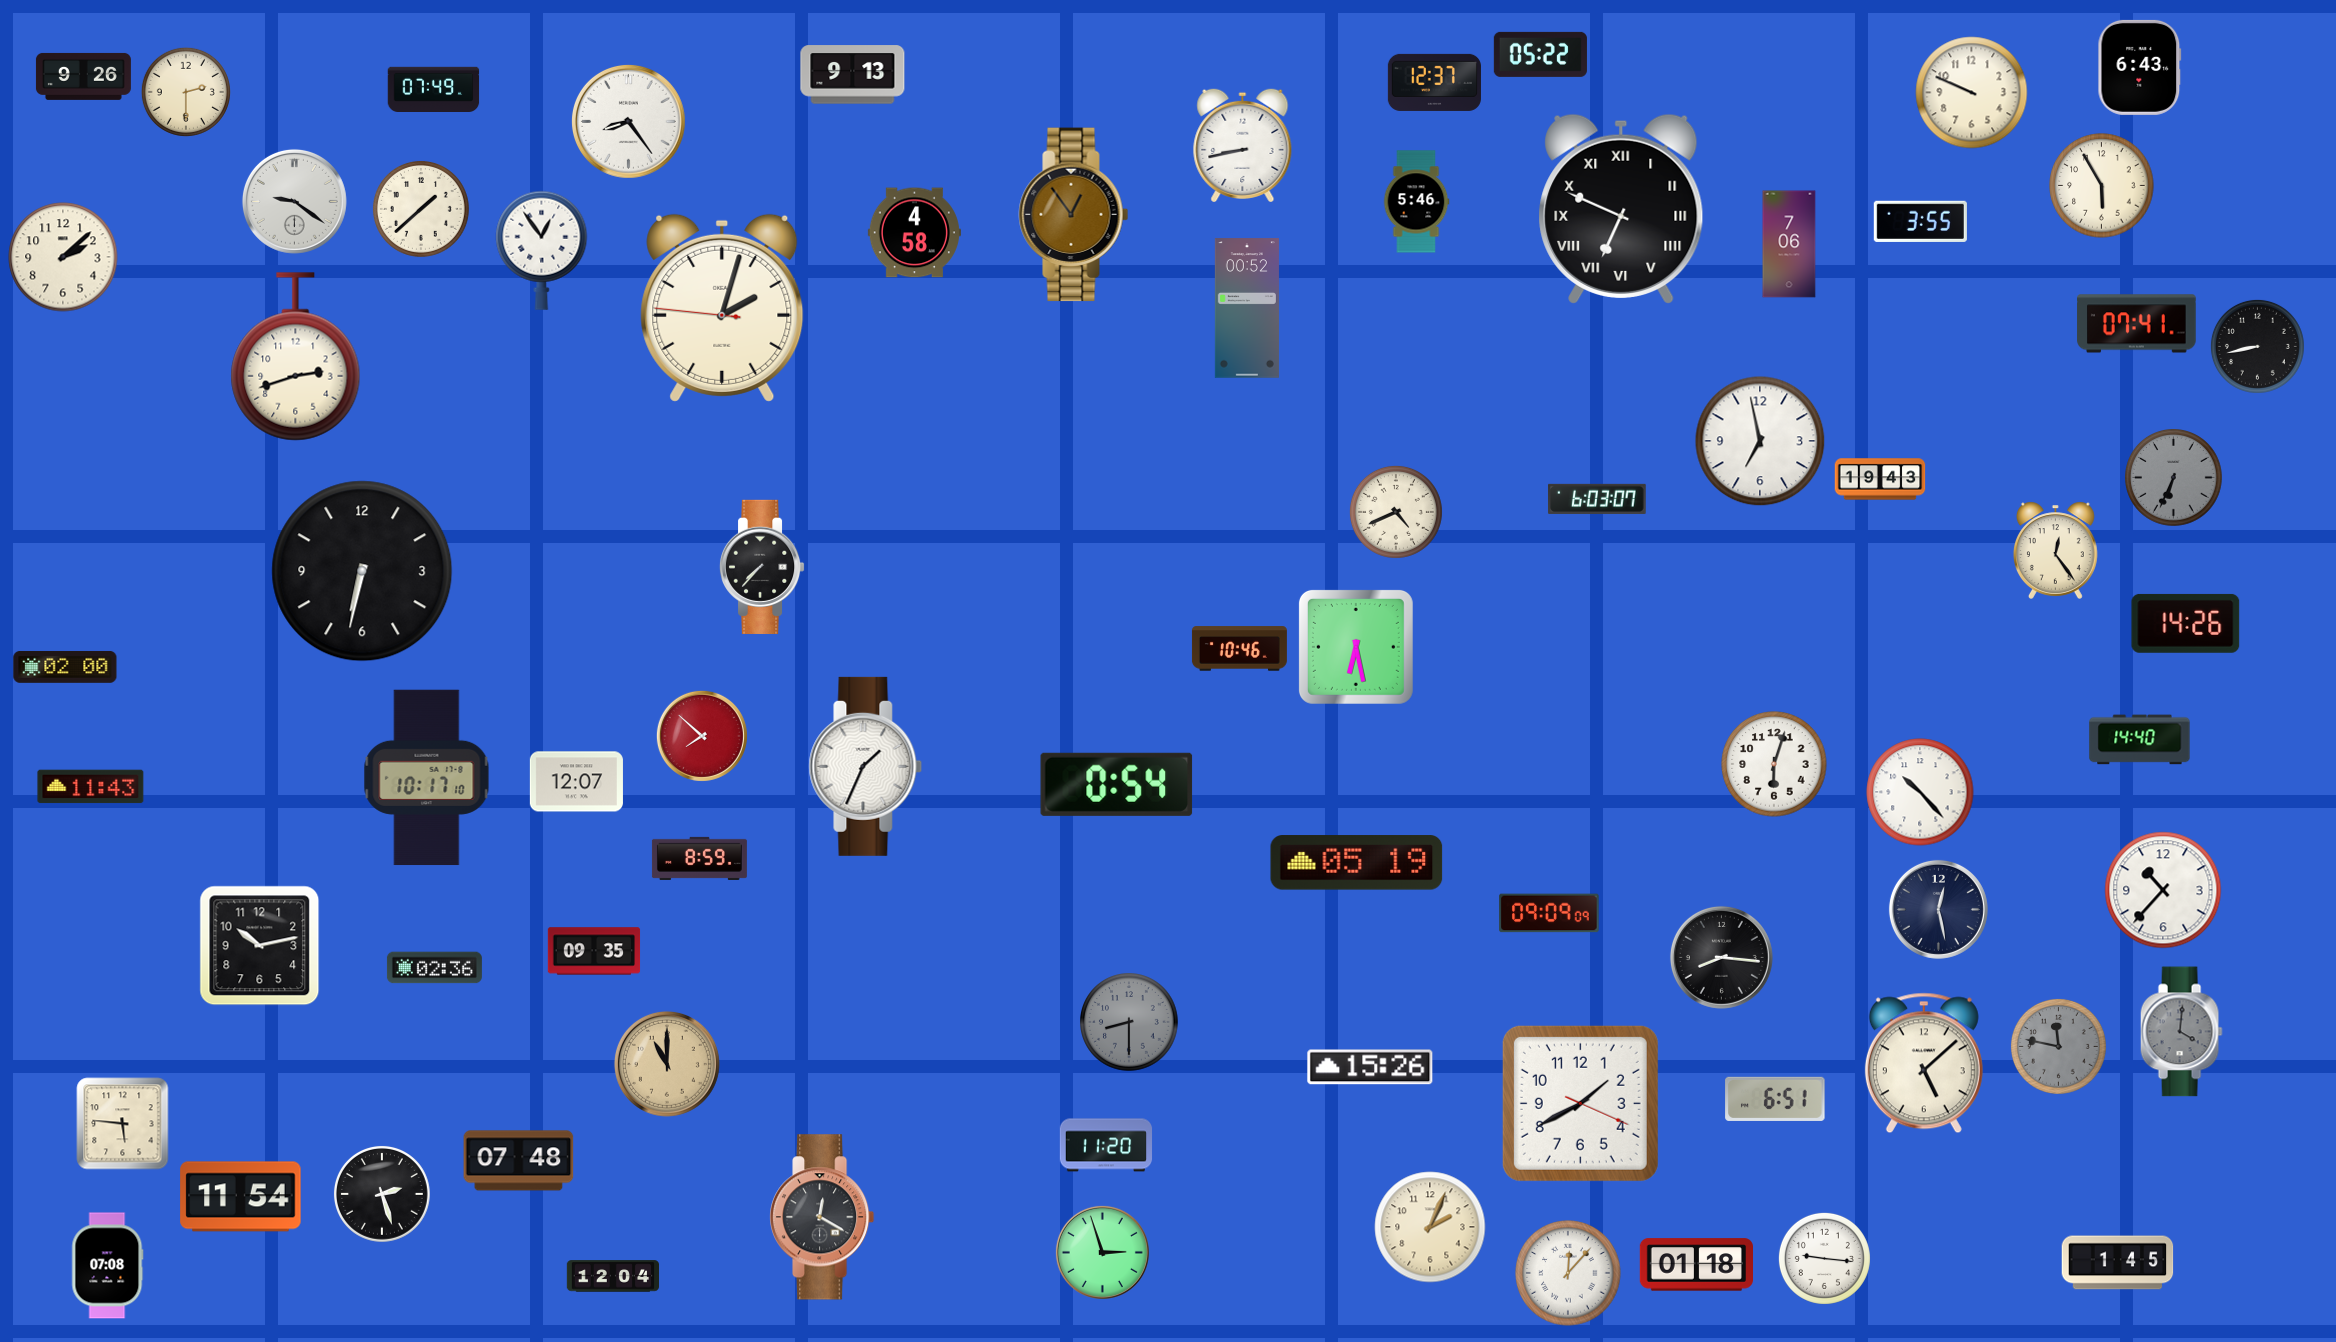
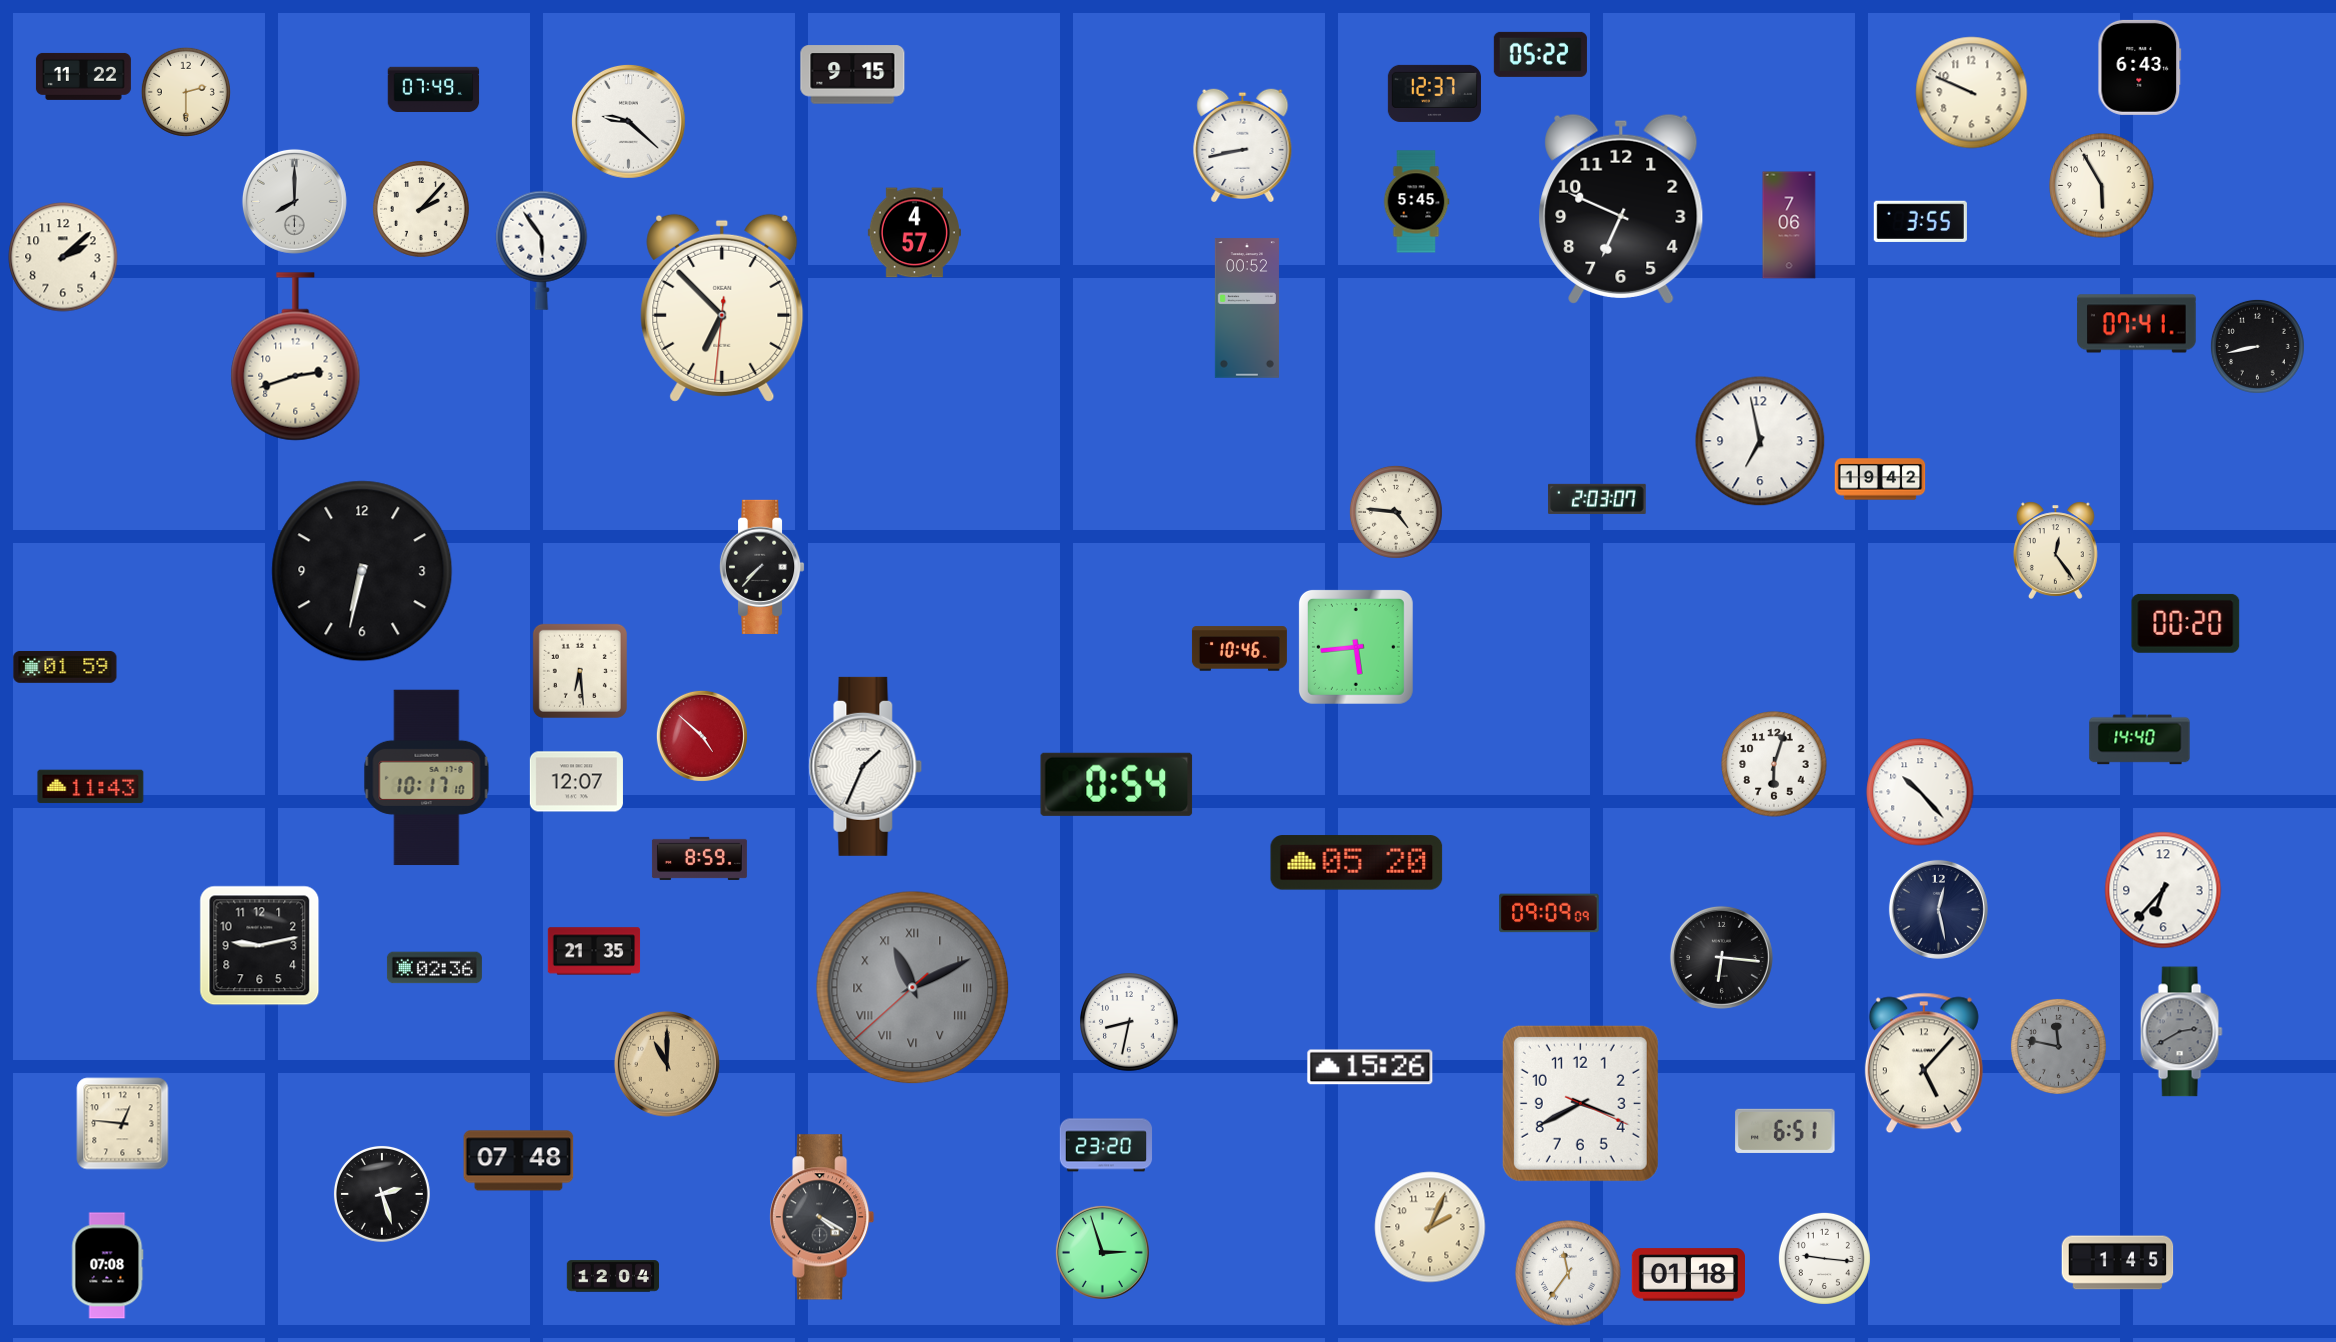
clock at (853, 75): 9:13 -> 9:15
clock at (83, 76): 9:26 -> 11:22
clock at (1434, 82) position: (1434, 82) -> (1434, 93)
clock at (628, 121): 8:24 -> 9:22
clock at (294, 201): 9:21 -> 8:00
clock at (1416, 202): 5:46 -> 5:45
clock at (1621, 209) numerals: Roman -> Arabic
clock at (422, 210): 1:38 -> 2:07
clock at (1074, 215): 12:54 -> none
clock at (914, 233): 4:58 -> 4:57
clock at (1789, 244) position: (1789, 244) -> (1789, 225)
clock at (542, 250): 12:54 -> 5:54
clock at (722, 308): 2:02 -> 6:52
clock at (2174, 478): 6:34 -> none
clock at (1880, 479): 19:43 -> 19:42
clock at (1597, 499): 6:03 -> 2:03
clock at (1396, 512): 4:41 -> 4:46
clock at (2186, 623): 14:26 -> 00:20
clock at (1356, 647): 6:28 -> 5:44
clock at (65, 667): 02:00 -> 01:59
clock at (580, 671): none -> 6:29
clock at (702, 736): 7:52 -> 4:52
clock at (1357, 863): 05:19 -> 05:20
clock at (2163, 890): 10:37 -> 6:37
clock at (260, 946): 10:13 -> 9:13
clock at (594, 951): 09:35 -> 21:35
clock at (1721, 957): 8:16 -> 6:16
clock at (913, 988): none -> 11:10
clock at (1130, 1023): 8:30 -> 8:32
clock at (1130, 1023) dial: grey -> white
clock at (2181, 1032): 4:01 -> 2:40
clock at (1924, 1063): 5:08 -> 5:07
clock at (1775, 1099) position: (1775, 1099) -> (1785, 1131)
clock at (1580, 1103): 1:40 -> 3:40
clock at (123, 1124): 5:46 -> 12:46
clock at (1106, 1145): 11:20 -> 23:20
clock at (241, 1197): 11:54 -> none
clock at (823, 1217): 12:20 -> 4:20
clock at (1696, 1265) position: (1696, 1265) -> (1688, 1275)
clock at (1568, 1273): 12:07 -> 11:36
